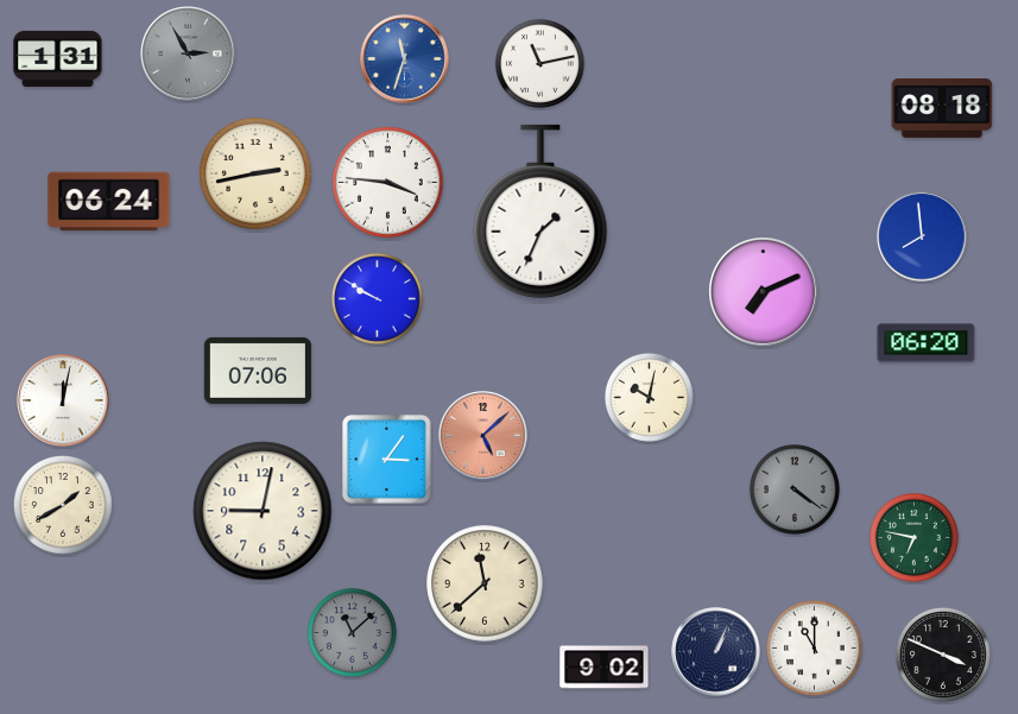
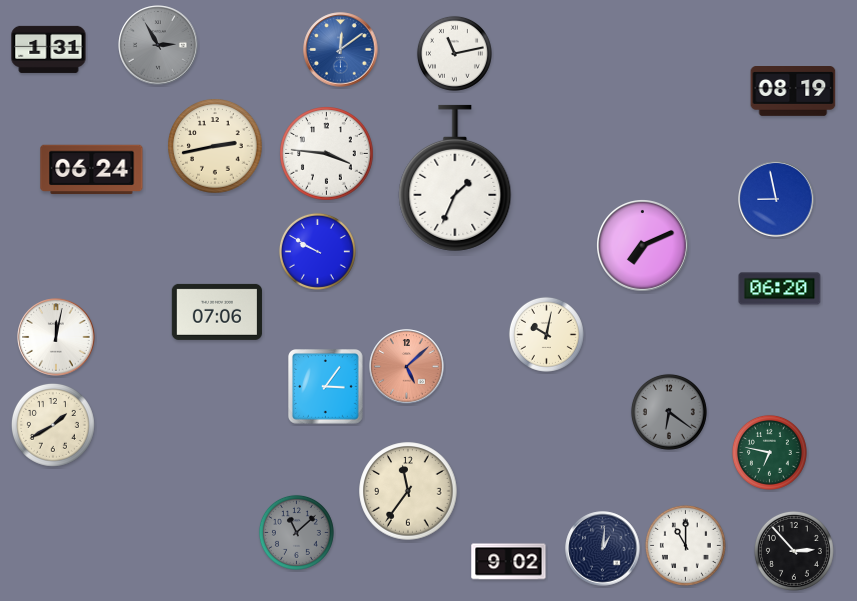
clock at (405, 59): 11:33 -> 12:09
clock at (942, 109): 08:18 -> 08:19
clock at (922, 236): 7:59 -> 8:58
clock at (63, 400) position: (63, 400) -> (56, 337)
clock at (795, 489): 4:21 -> 6:21
clock at (263, 511): 9:02 -> none
clock at (485, 583): 11:38 -> 11:36
clock at (716, 652): 1:04 -> 1:01
clock at (943, 655): 3:49 -> 2:53
